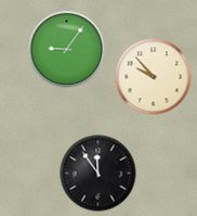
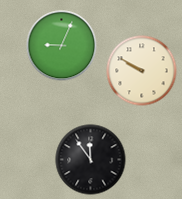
clock at (67, 50): 9:06 -> 9:04
clock at (154, 77): 9:53 -> 9:50
